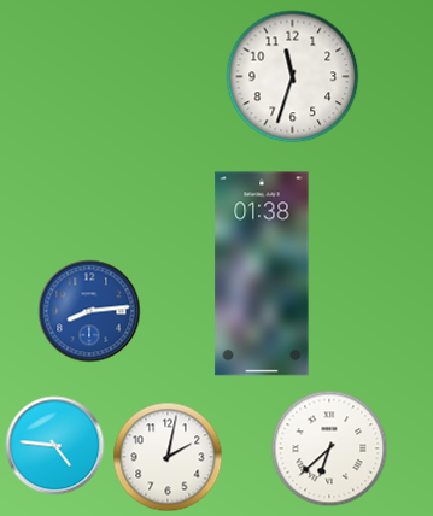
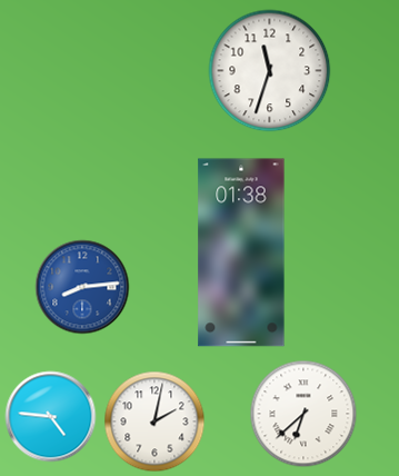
clock at (55, 446) position: (55, 446) -> (51, 417)
